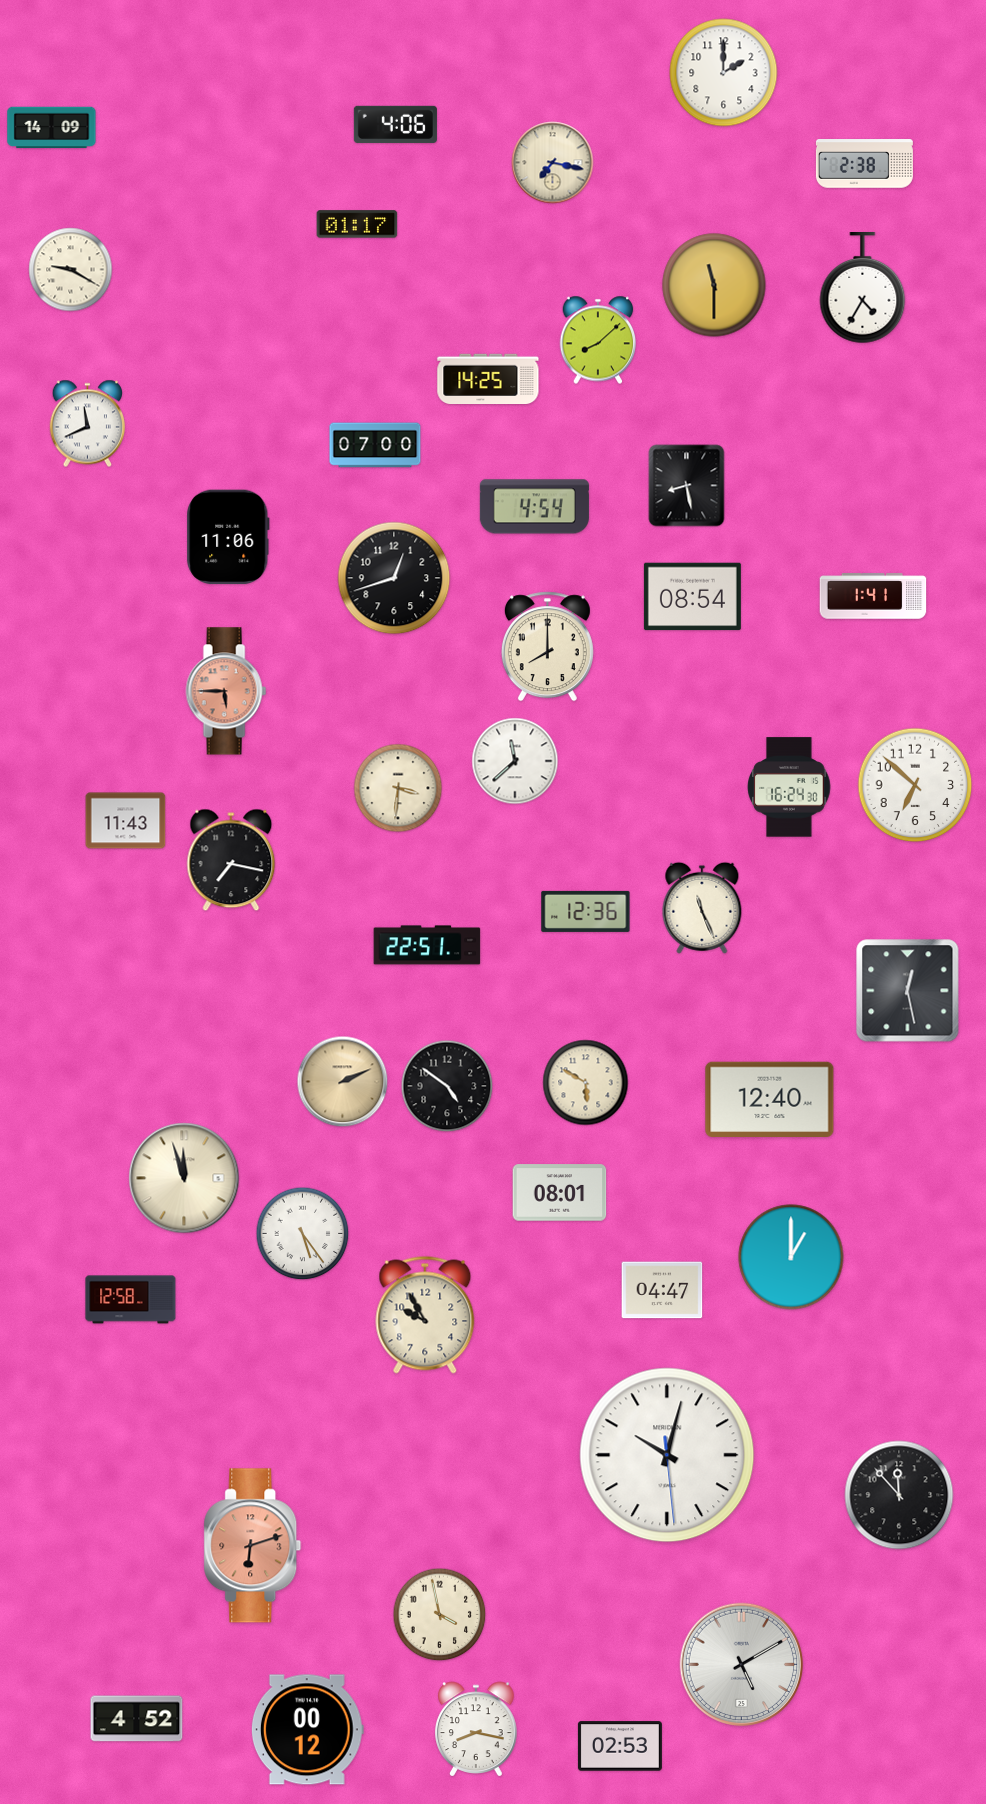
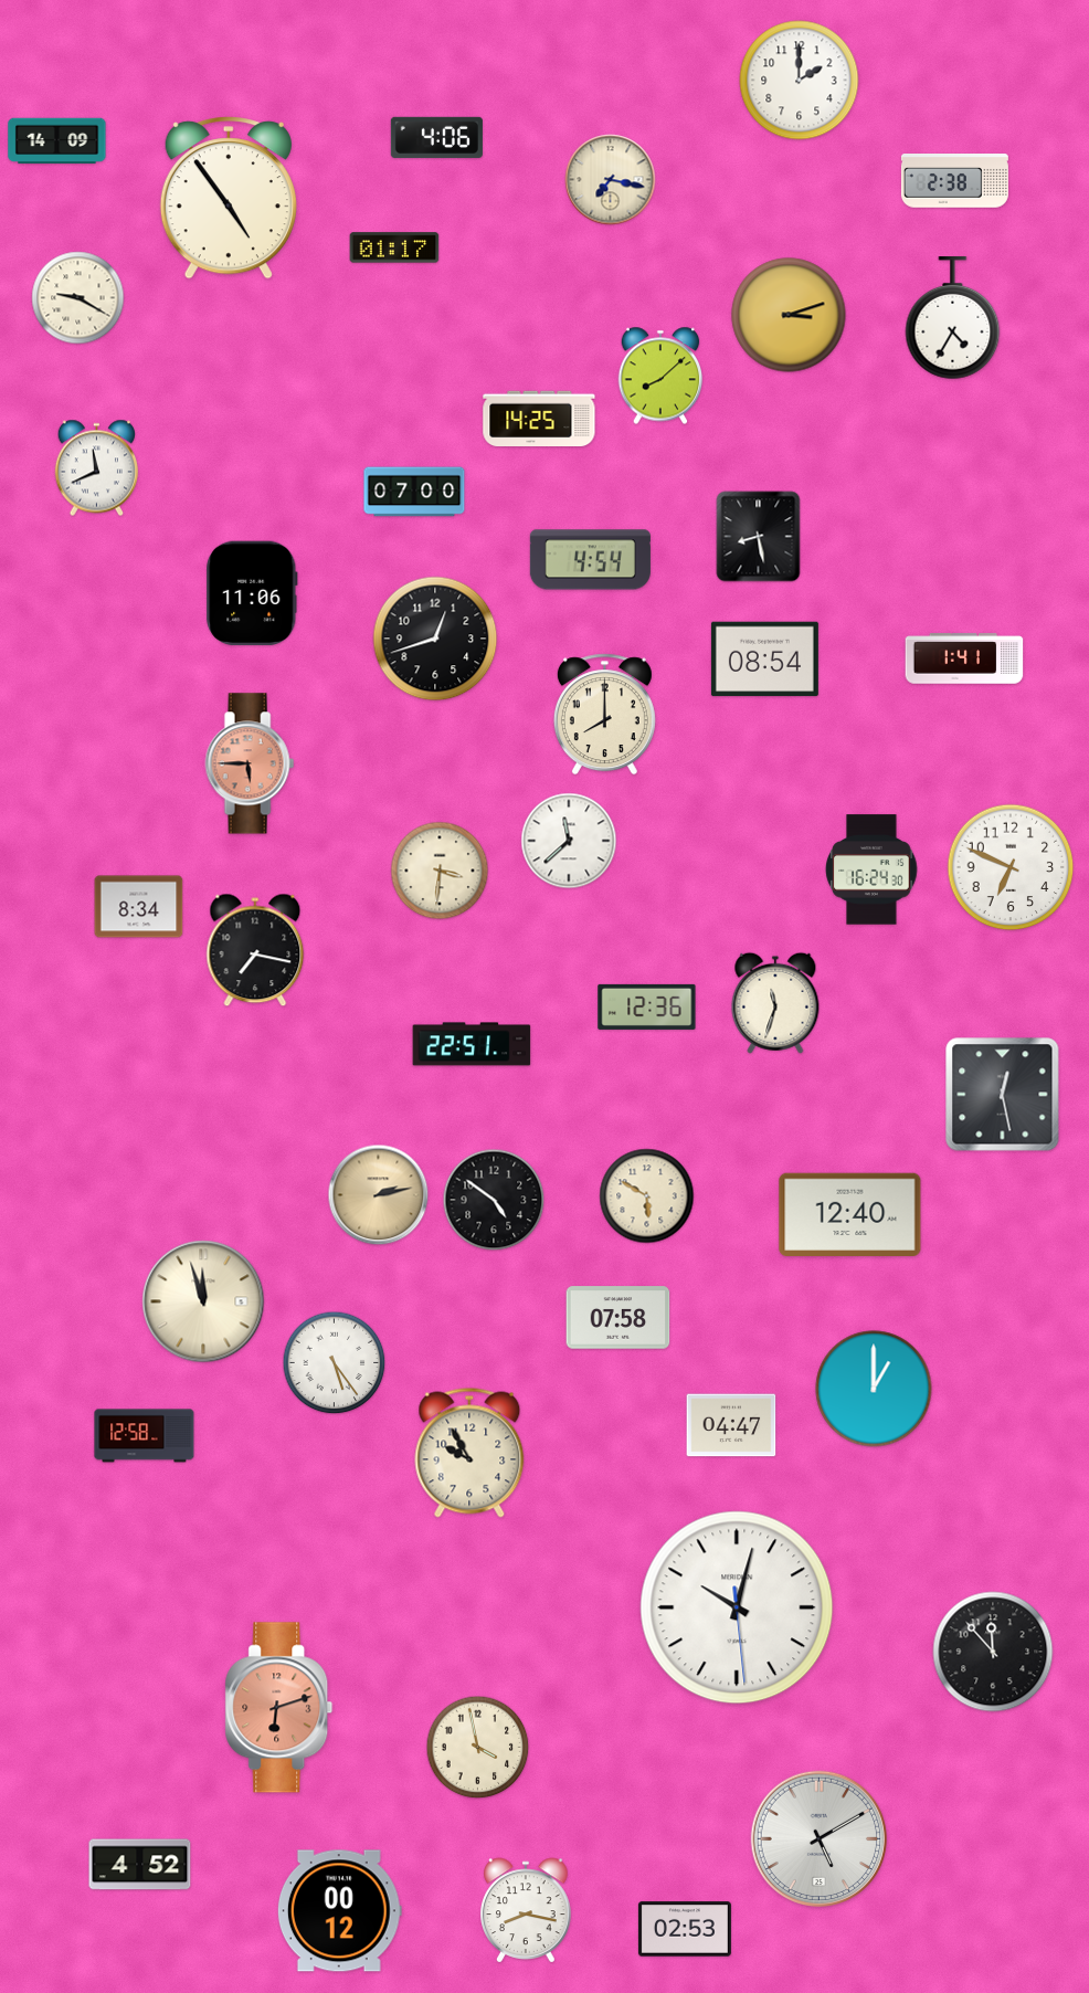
clock at (229, 198): none -> 4:54
clock at (714, 285): 11:30 -> 3:12
clock at (915, 785): 6:52 -> 6:49
clock at (126, 821): 11:43 -> 8:34
clock at (702, 908): 11:26 -> 11:33
clock at (343, 1082): 2:11 -> 2:13
clock at (560, 1193): 08:01 -> 07:58
clock at (440, 1615) position: (440, 1615) -> (478, 1748)
clock at (137, 1719) position: (137, 1719) -> (140, 1865)
